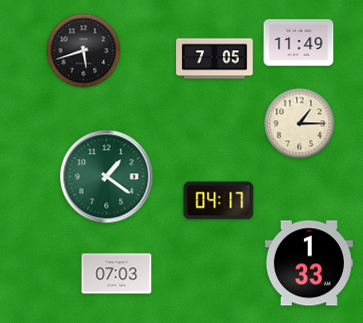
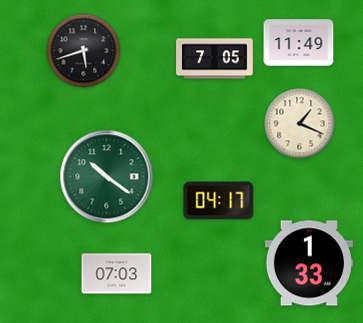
clock at (300, 124): 1:15 -> 1:19
clock at (107, 177): 1:21 -> 10:21
